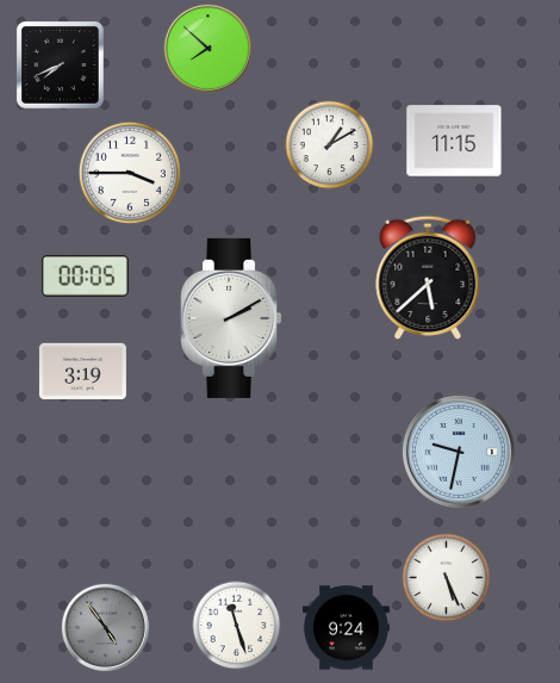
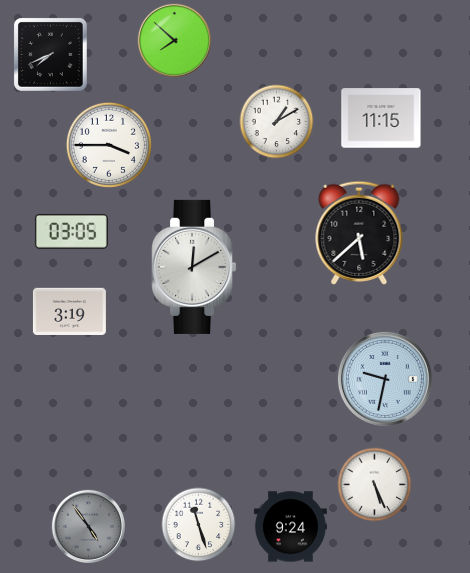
clock at (85, 275): 00:05 -> 03:05
clock at (231, 318): 2:10 -> 12:10
